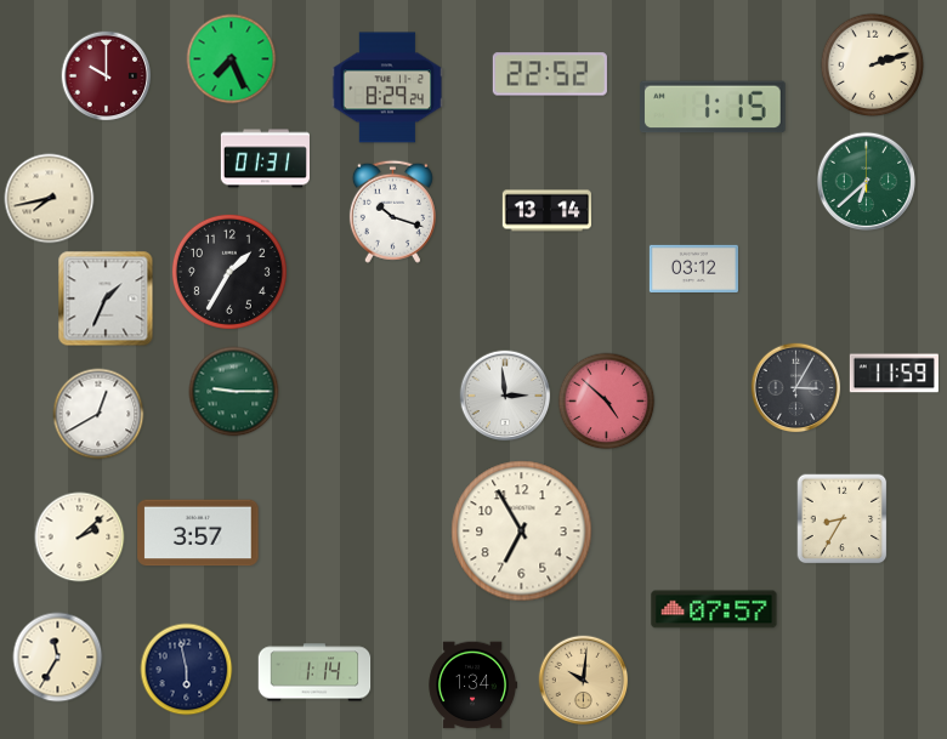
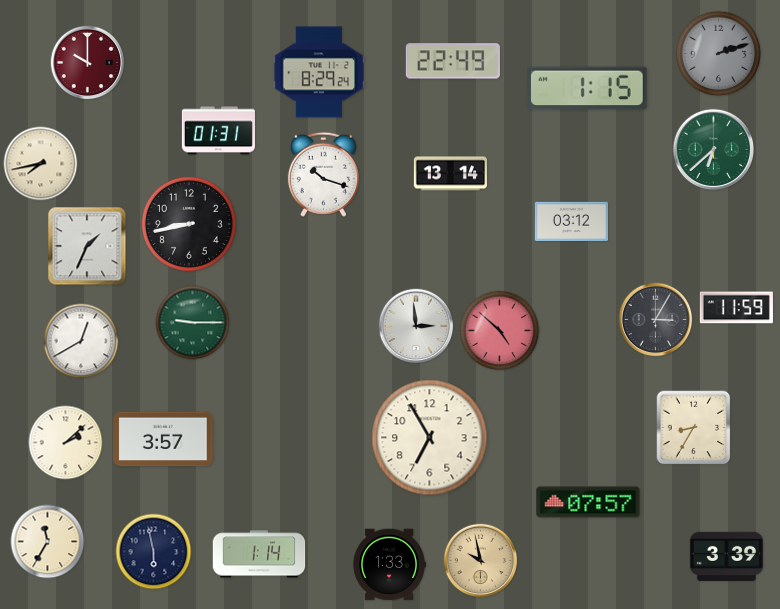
clock at (232, 59): 7:26 -> none
clock at (873, 66) dial: cream -> grey
clock at (550, 74): 22:52 -> 22:49
clock at (229, 272): 1:35 -> 8:43
clock at (726, 556): none -> 3:39
clock at (584, 681): 10:01 -> 9:58
clock at (472, 686): 1:34 -> 1:33
